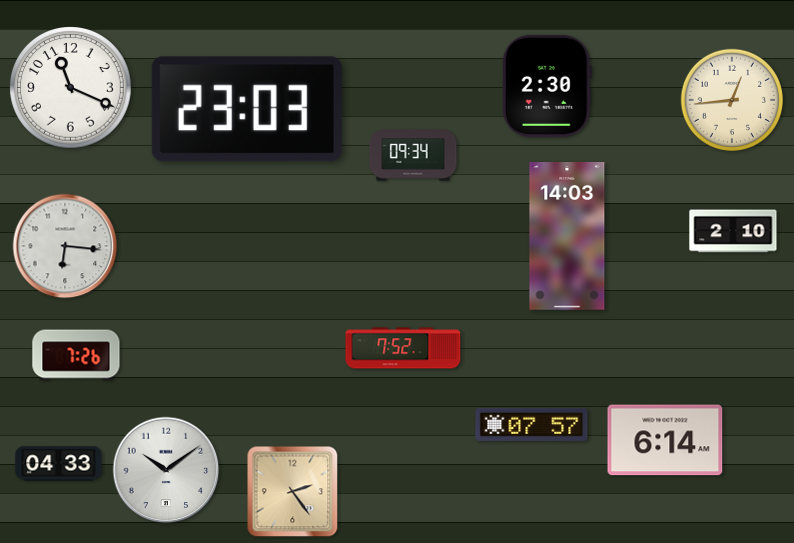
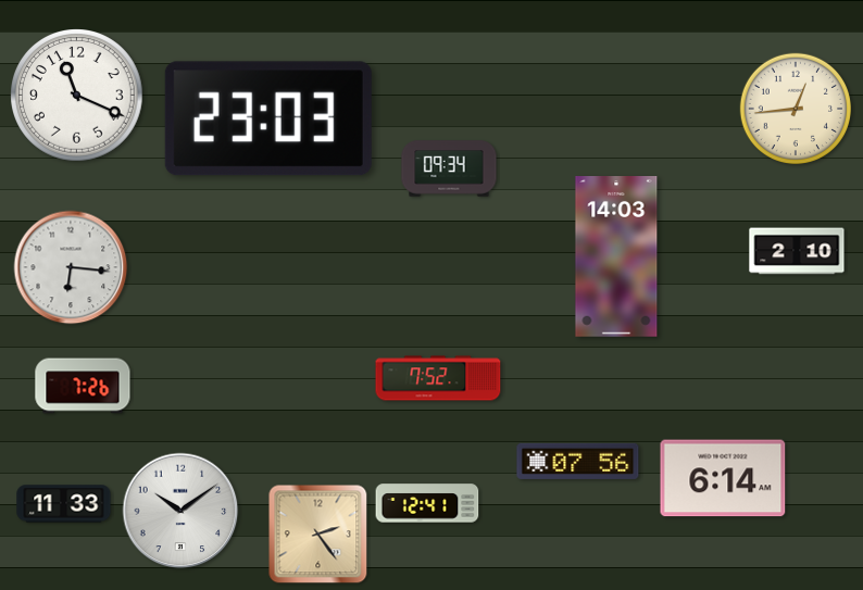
clock at (547, 86): 2:30 -> none
clock at (532, 424): 07:57 -> 07:56
clock at (427, 503): none -> 12:41
clock at (59, 464): 04:33 -> 11:33
